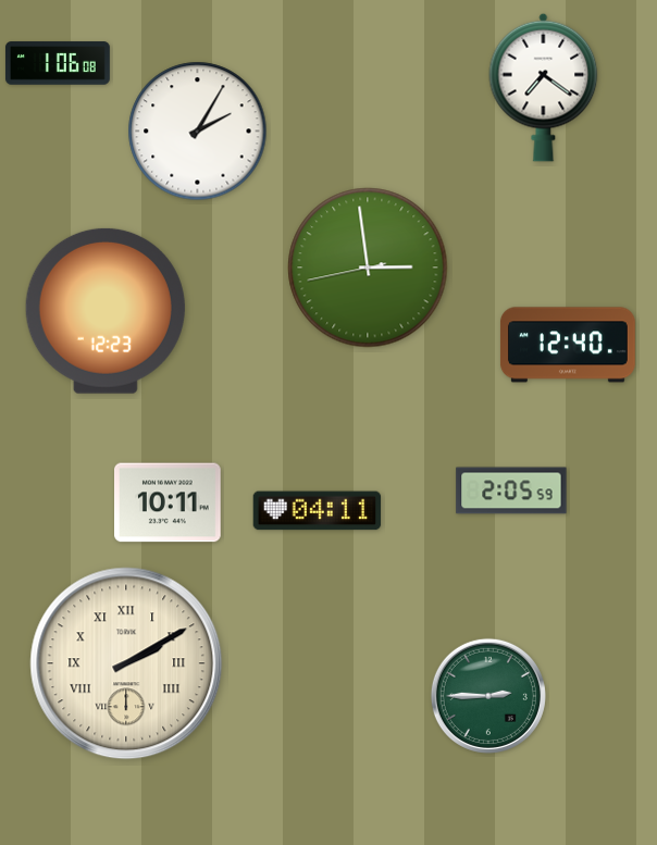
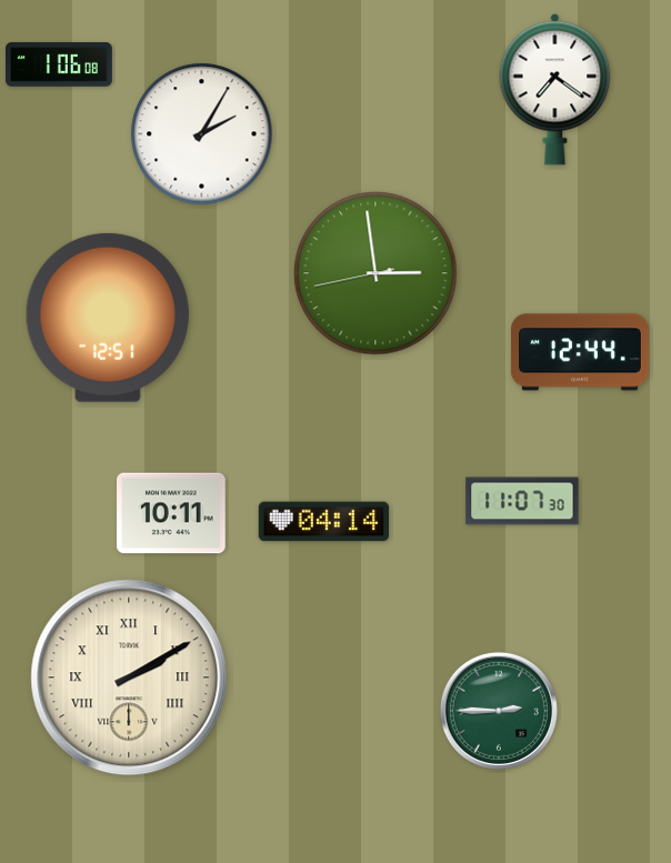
clock at (106, 311): 12:23 -> 12:51
clock at (568, 345): 12:40 -> 12:44
clock at (511, 490): 2:05 -> 11:07
clock at (318, 511): 04:11 -> 04:14
